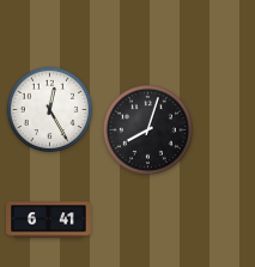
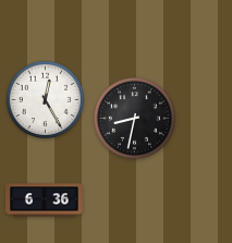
clock at (147, 129): 8:03 -> 8:32
clock at (49, 220): 6:41 -> 6:36
